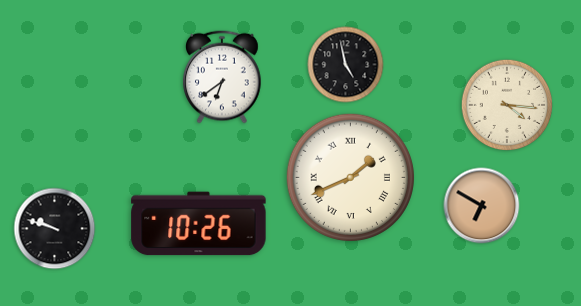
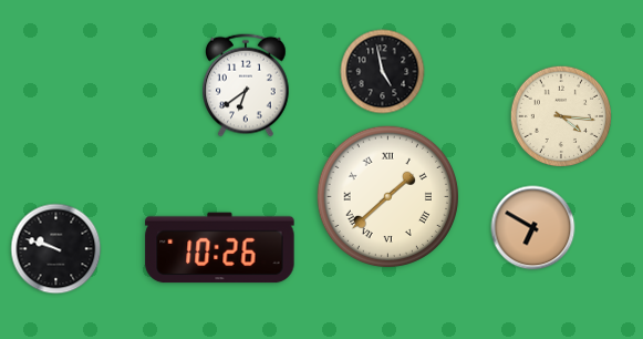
clock at (350, 177): 1:41 -> 1:38
clock at (55, 229) position: (55, 229) -> (56, 249)
